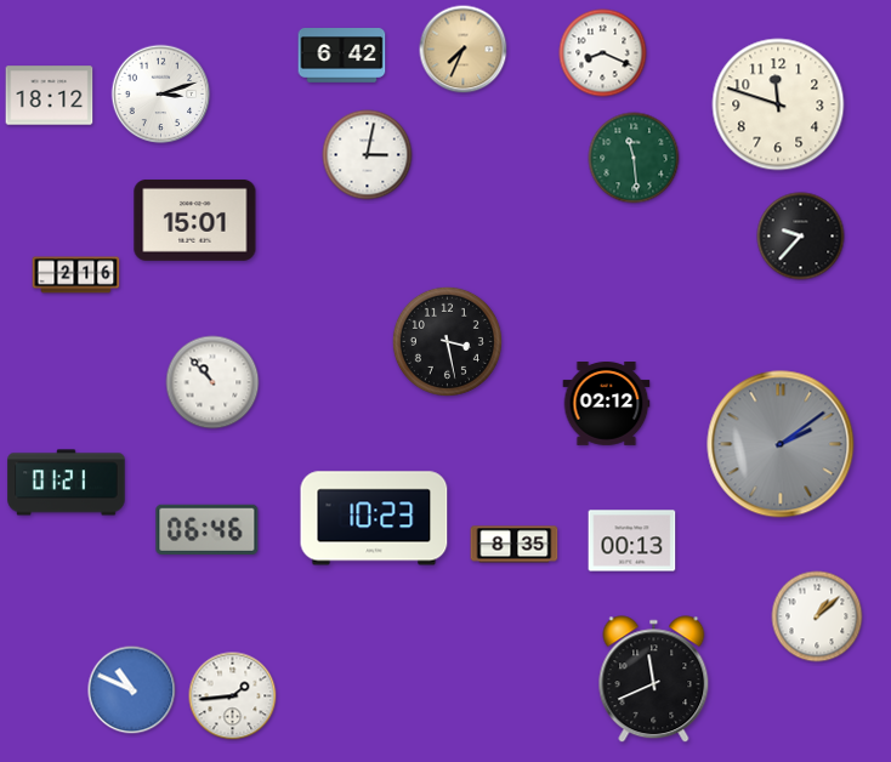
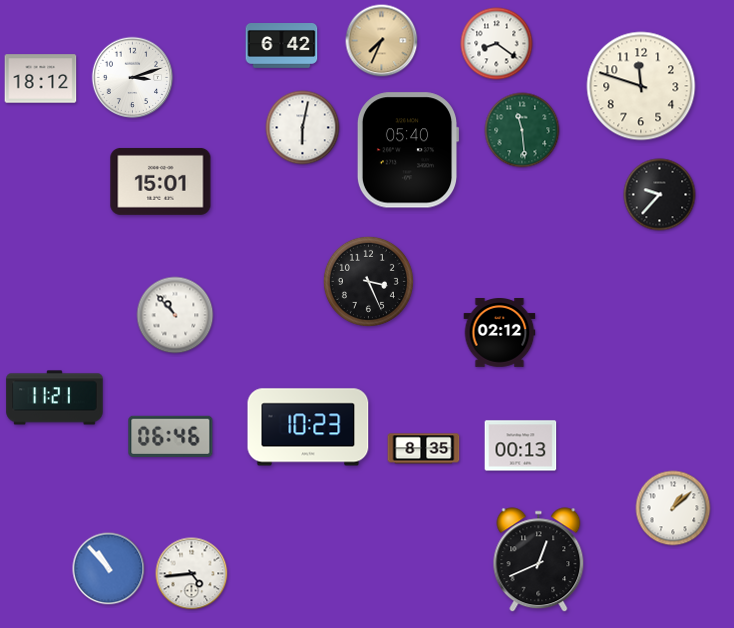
clock at (603, 53): 8:19 -> 8:21
clock at (368, 155): 3:02 -> 6:02
clock at (408, 150): none -> 05:40
clock at (76, 275): 2:16 -> none
clock at (447, 341): 3:28 -> 3:26
clock at (781, 444): 2:09 -> none
clock at (67, 483): 01:21 -> 11:21
clock at (654, 679): 11:41 -> 12:41
clock at (132, 690): 10:49 -> 10:53
clock at (233, 696): 1:44 -> 4:44
